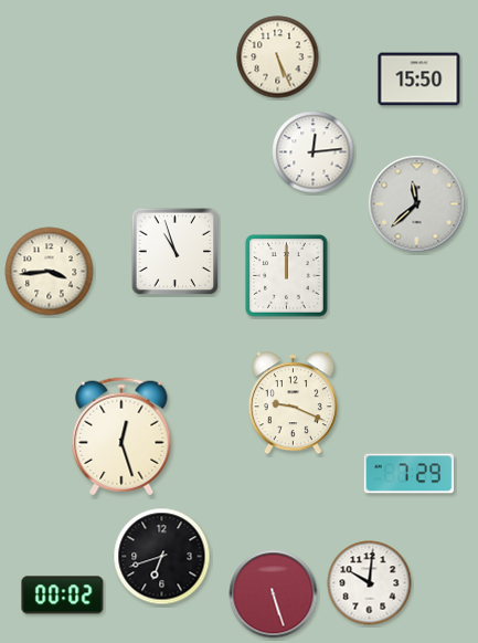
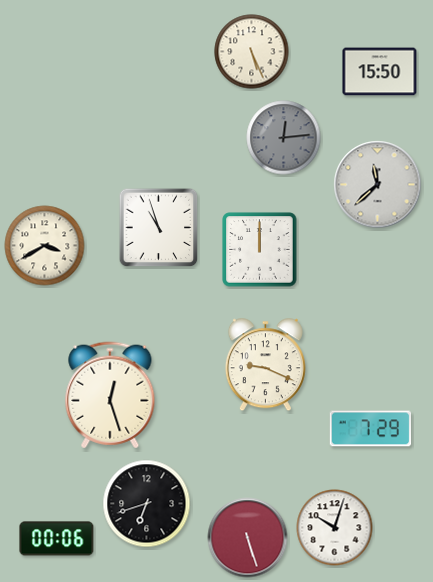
clock at (314, 152) dial: white -> grey
clock at (50, 272): 3:44 -> 3:40
clock at (370, 583): 10:01 -> 10:03
clock at (63, 595): 00:02 -> 00:06
